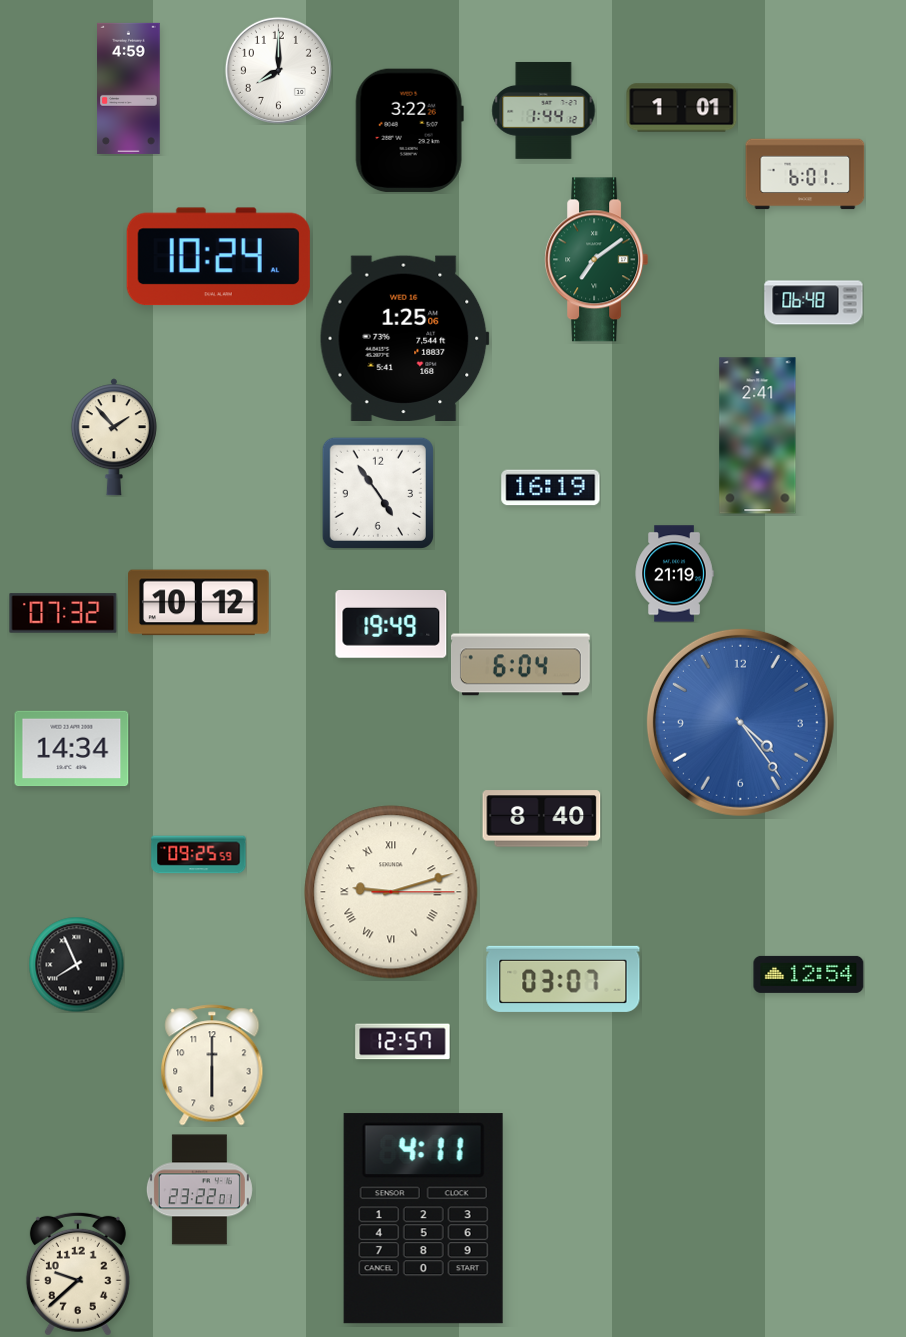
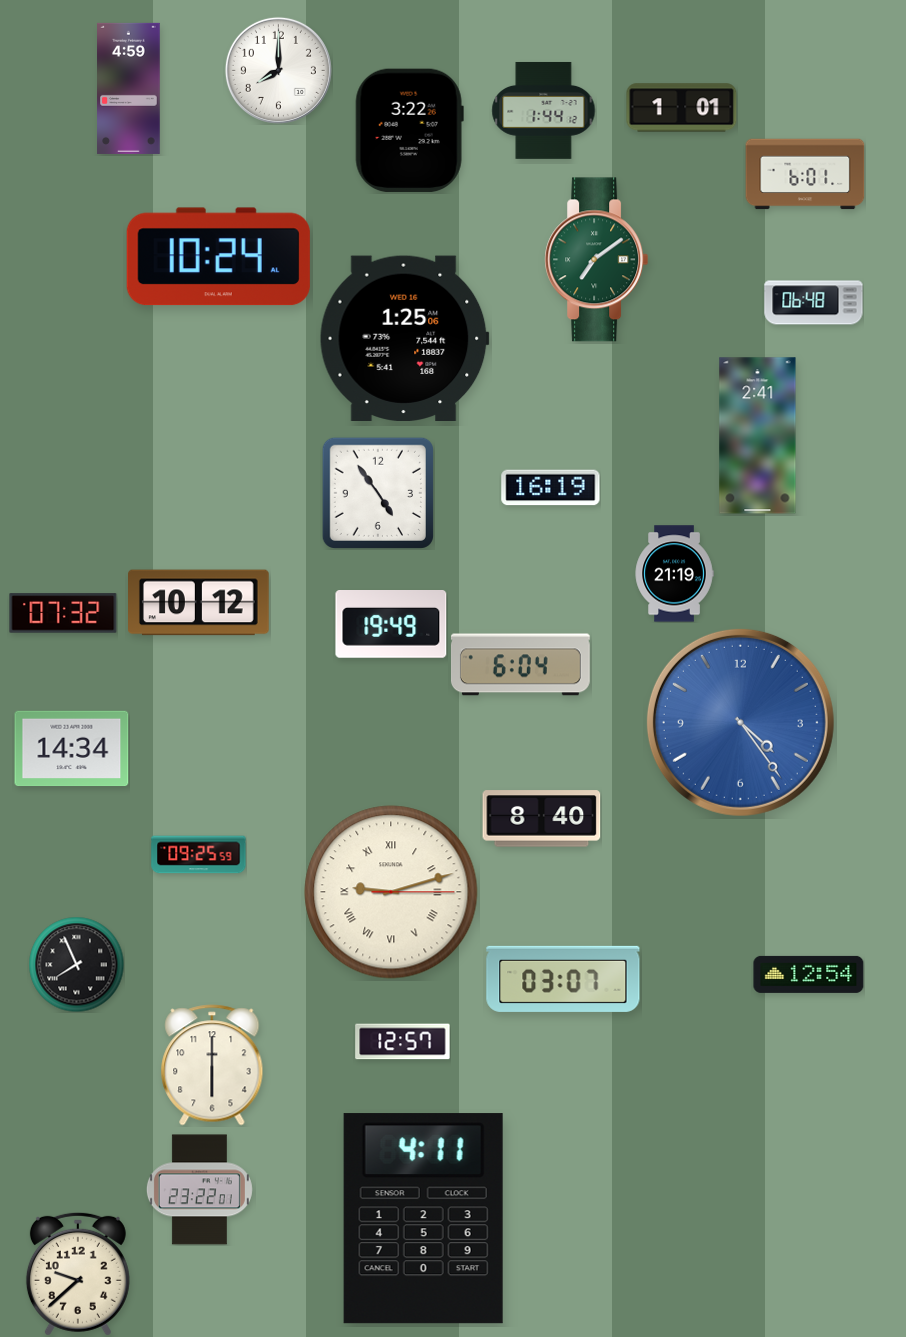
clock at (114, 437): 1:53 -> none
